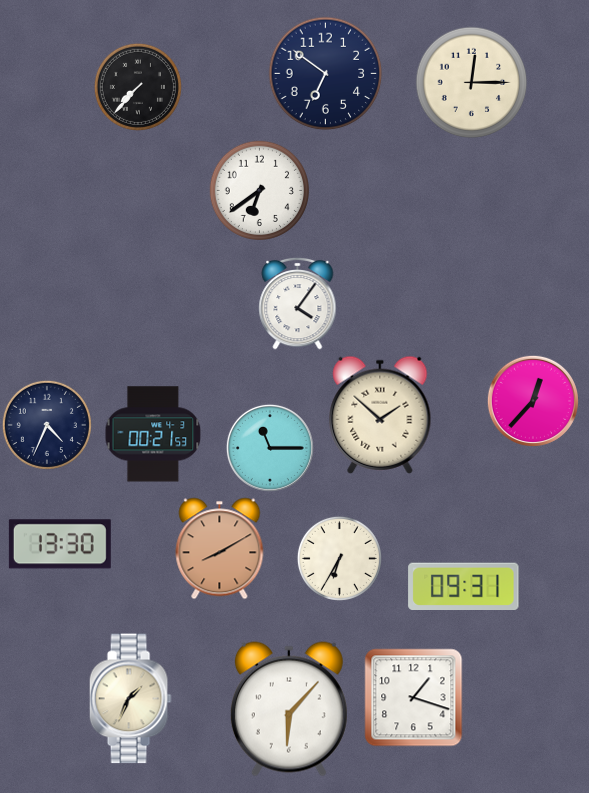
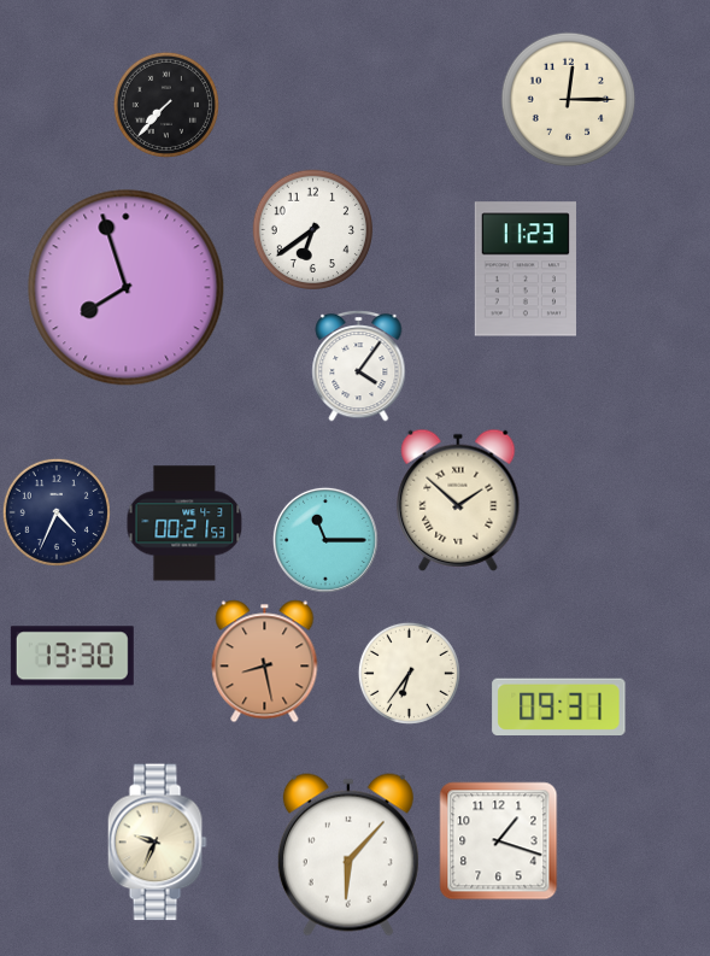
clock at (326, 74): 6:51 -> none
clock at (526, 269): none -> 11:23
clock at (127, 288): none -> 7:57
clock at (533, 401): 12:37 -> none
clock at (220, 549): 8:10 -> 8:28
clock at (339, 558): 6:35 -> 6:36
clock at (130, 699): 1:34 -> 9:34
